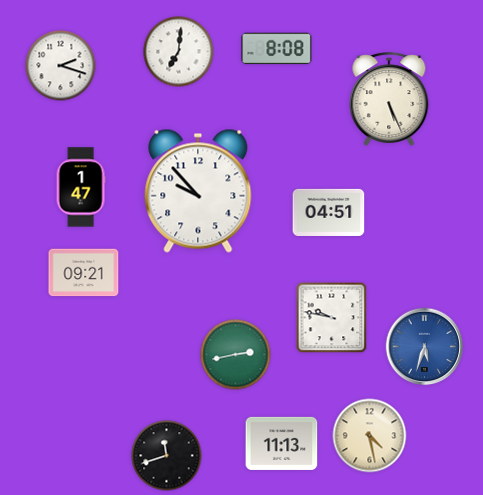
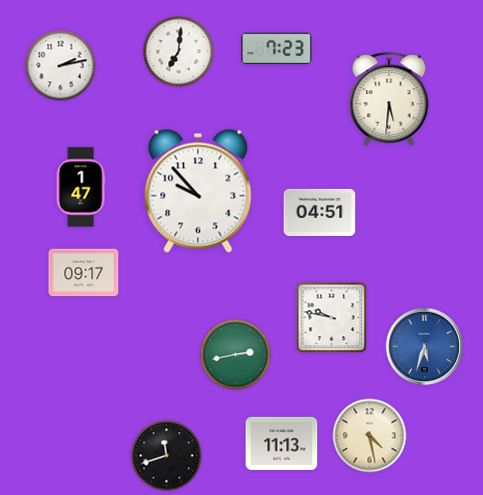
clock at (277, 49): 8:08 -> 7:23
clock at (61, 66): 2:18 -> 2:13
clock at (389, 100): 5:26 -> 5:31
clock at (329, 212) position: (329, 212) -> (320, 212)
clock at (84, 273): 09:21 -> 09:17
